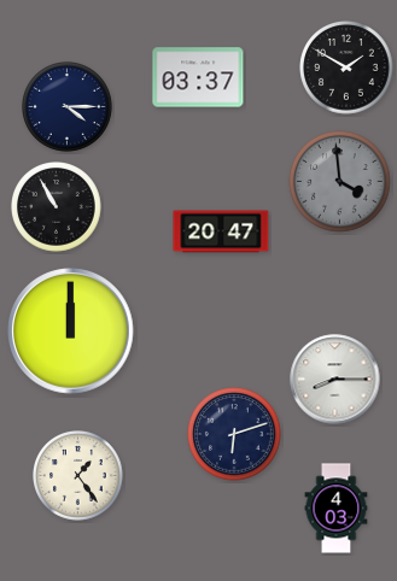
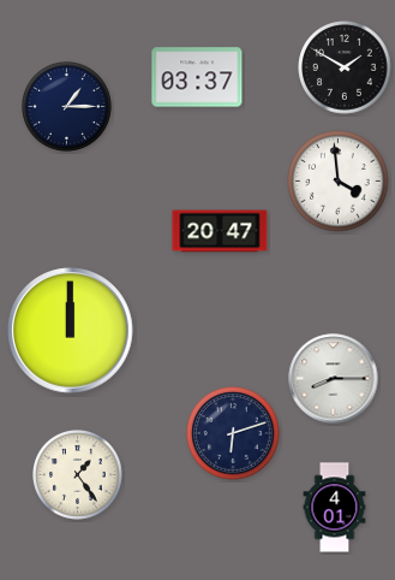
clock at (68, 107): 4:15 -> 1:15
clock at (340, 182) dial: grey -> white
clock at (57, 207): 10:55 -> none
clock at (337, 509): 4:03 -> 4:01
